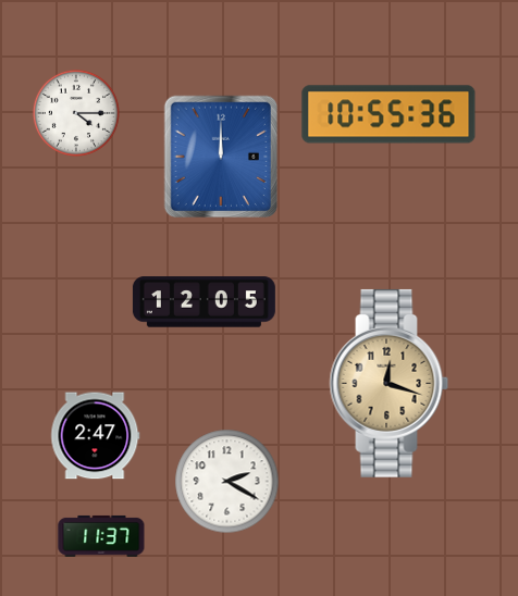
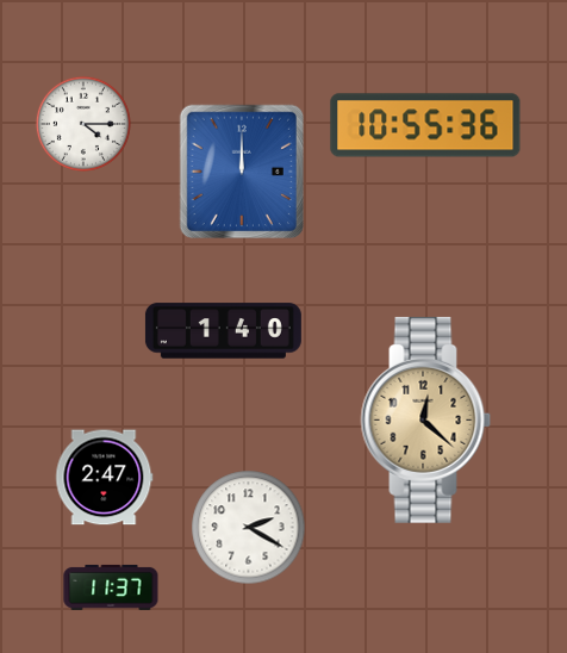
clock at (203, 302): 12:05 -> 1:40
clock at (390, 383): 12:18 -> 12:22
